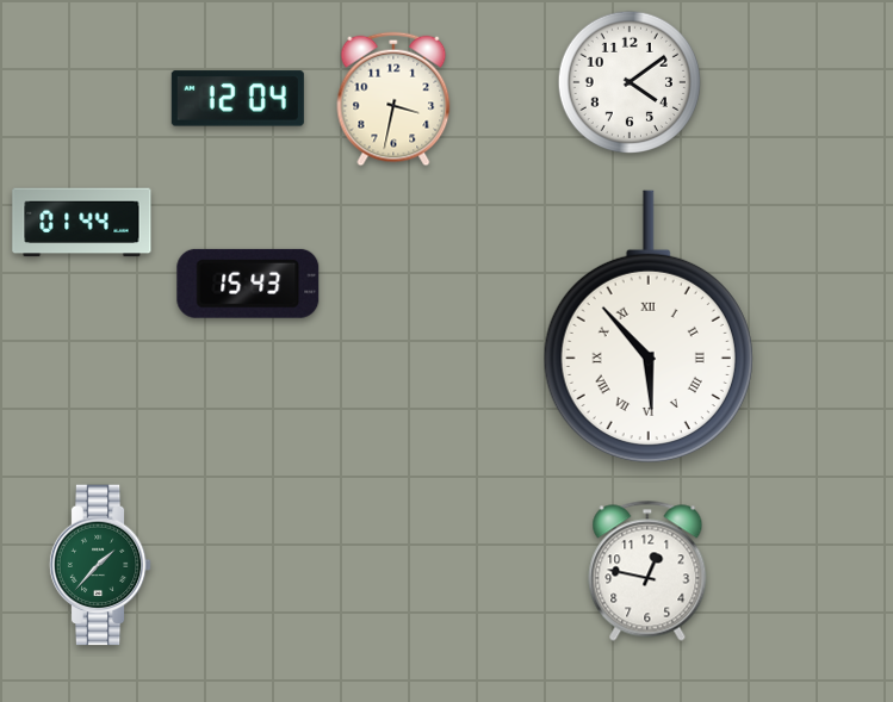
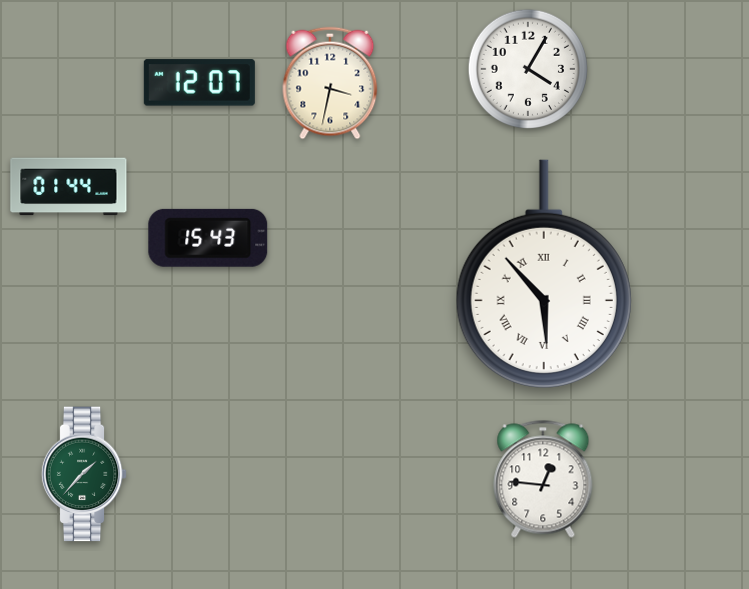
clock at (628, 81): 4:09 -> 4:05
clock at (237, 99): 12:04 -> 12:07
clock at (647, 571): 12:47 -> 12:46
